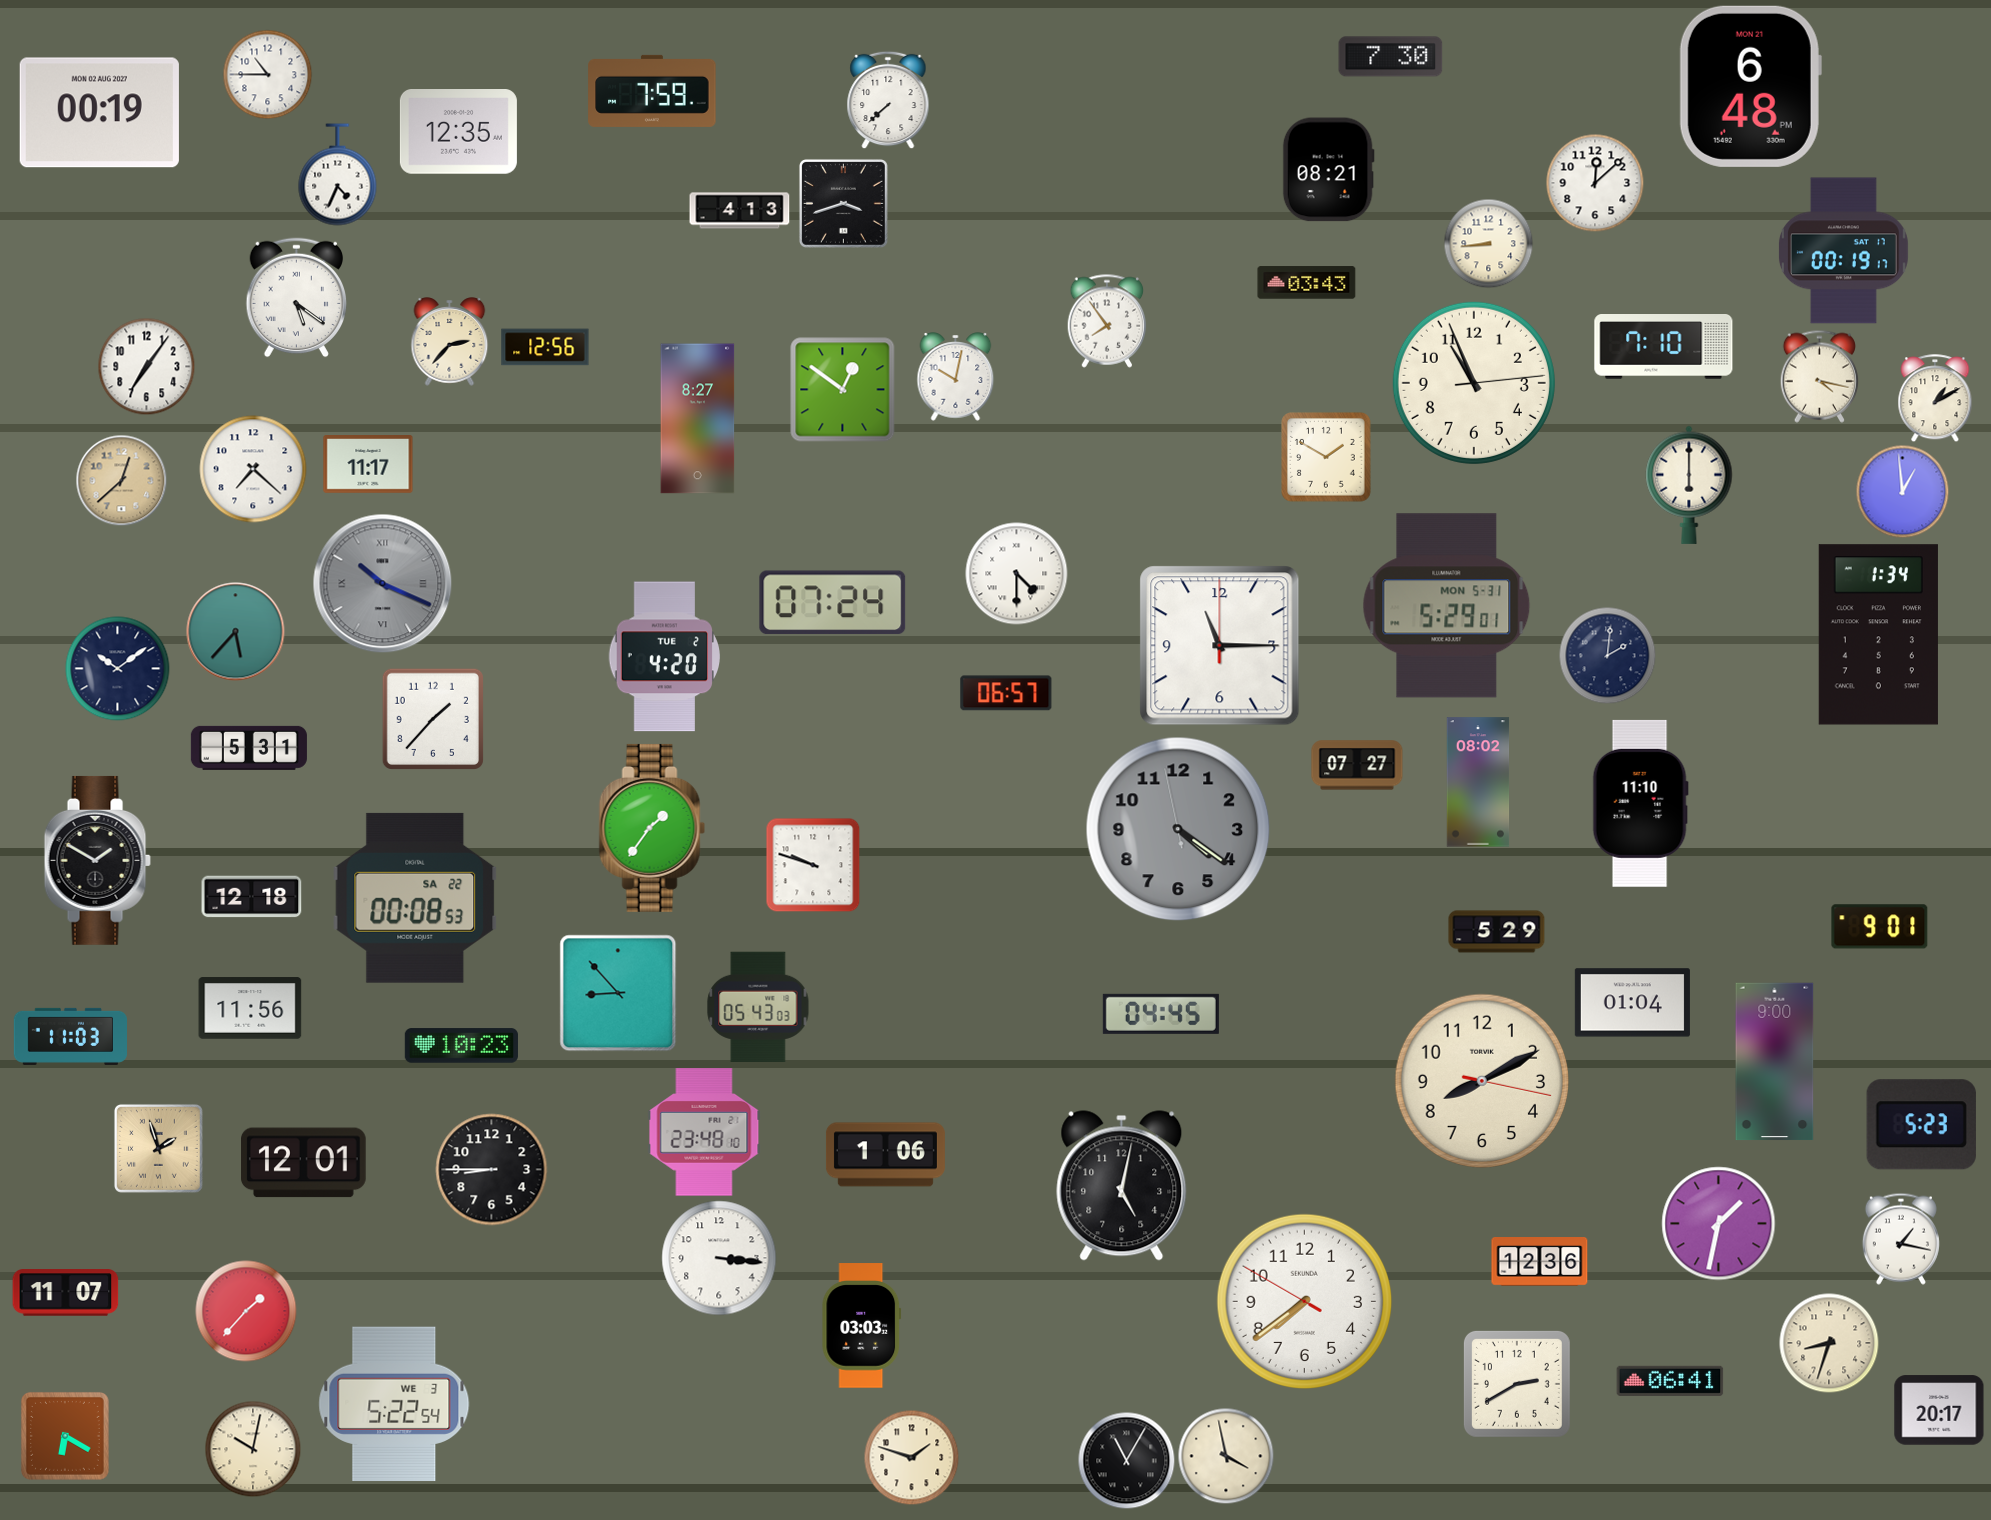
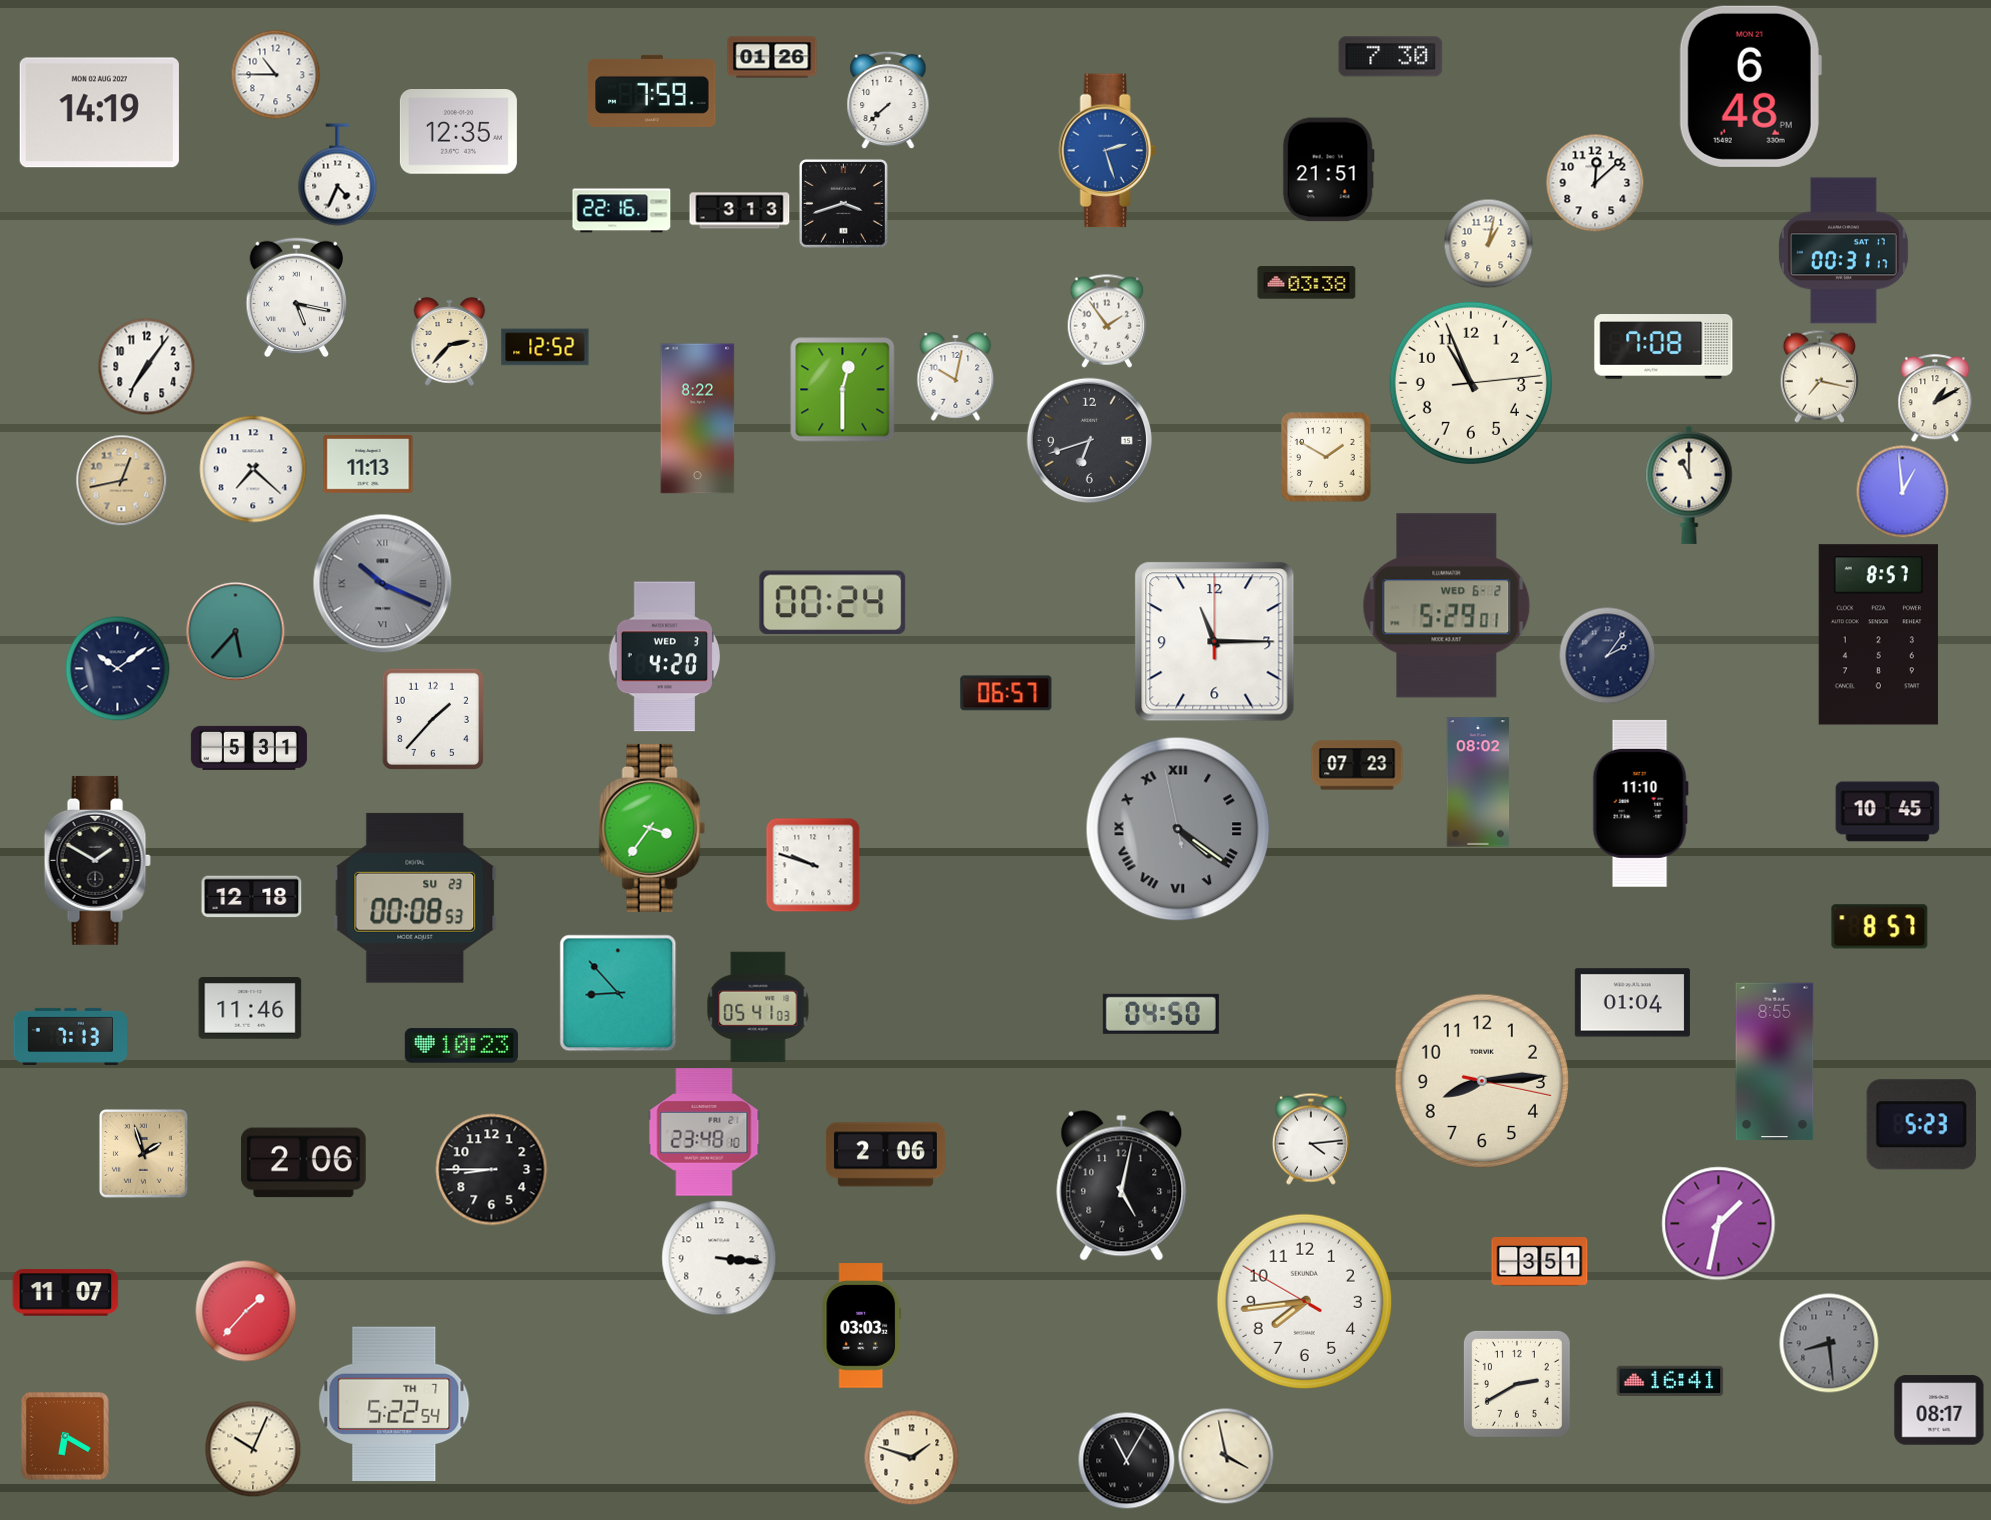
clock at (772, 57): none -> 01:26
clock at (267, 74) position: (267, 74) -> (275, 74)
clock at (99, 113): 00:19 -> 14:19
clock at (1107, 151): none -> 2:27
clock at (1328, 170): 08:21 -> 21:51
clock at (622, 211): none -> 22:16
clock at (740, 211): 4:13 -> 3:13
clock at (1488, 243): 8:44 -> 1:02
clock at (1844, 251): 00:19 -> 00:31
clock at (1307, 283): 03:43 -> 03:38
clock at (296, 298): 5:21 -> 5:17
clock at (1107, 321): 7:54 -> 1:54
clock at (545, 347): 12:56 -> 12:52
clock at (1664, 347): 7:10 -> 7:08
clock at (1819, 376): 4:17 -> 7:17
clock at (1474, 383) position: (1474, 383) -> (1471, 383)
clock at (843, 390): 12:51 -> 12:30
clock at (698, 419): 8:27 -> 8:22
clock at (1089, 440): none -> 6:42
clock at (368, 464): 11:17 -> 11:13
clock at (121, 480): 12:38 -> 12:43
clock at (1689, 485): 6:00 -> 11:00
clock at (1017, 574): 4:30 -> none
clock at (833, 603): 07:24 -> 00:24
clock at (1447, 606) date: MON 5-31 -> WED 6-2
clock at (1878, 635): 1:34 -> 8:57
clock at (1220, 646) position: (1220, 646) -> (1215, 642)
clock at (1607, 655): 2:01 -> 2:06
clock at (664, 657) date: TUE 2 -> WED 3
clock at (1357, 765): 07:27 -> 07:23
clock at (1888, 812): none -> 10:45
clock at (652, 828): 1:36 -> 3:36
clock at (1178, 829) numerals: Arabic -> Roman
clock at (415, 898) date: SA 22 -> SU 23
clock at (1880, 927): 9:01 -> 8:57
clock at (1497, 932): 5:29 -> none
clock at (758, 1007): 05:43 -> 05:41
clock at (250, 1008): 11:56 -> 11:46
clock at (1161, 1014): 04:45 -> 04:50
clock at (70, 1036): 11:03 -> 7:13
clock at (1775, 1062): 9:00 -> 8:55
clock at (1482, 1081): 8:10 -> 8:14
clock at (1311, 1139): none -> 4:14
clock at (158, 1148) position: (158, 1148) -> (143, 1153)
clock at (885, 1155): 1:06 -> 2:06
clock at (304, 1163): 12:01 -> 2:06
clock at (1901, 1239): 1:17 -> none
clock at (1540, 1262): 12:36 -> 3:51
clock at (1305, 1302): 7:38 -> 7:43
clock at (1829, 1343): 8:33 -> 8:29
clock at (1829, 1343) dial: cream -> grey
clock at (1670, 1381): 06:41 -> 16:41
clock at (394, 1404) date: WE 3 -> TH 7
clock at (1939, 1410): 20:17 -> 08:17
clock at (253, 1449): 10:02 -> 10:04
